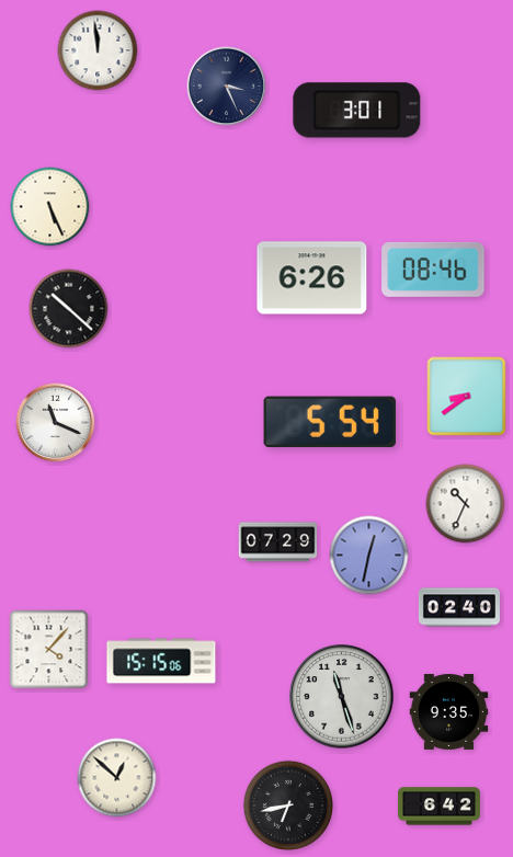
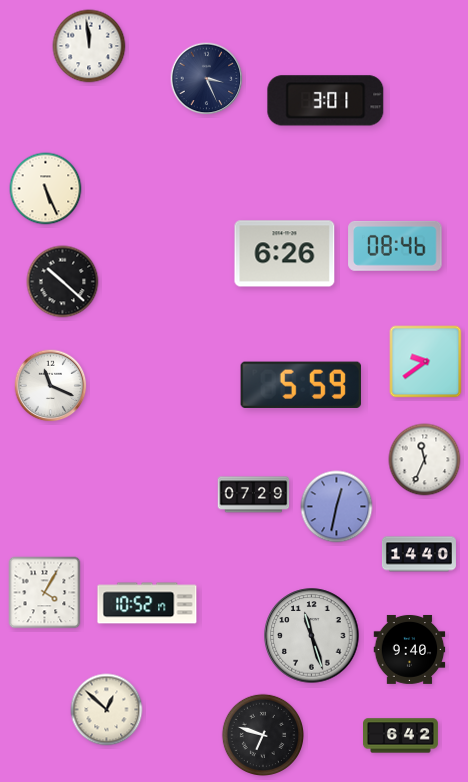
clock at (467, 397): 8:39 -> 9:39
clock at (330, 422): 5:54 -> 5:59
clock at (466, 504): 10:34 -> 11:34
clock at (459, 607): 02:40 -> 14:40
clock at (49, 650): 4:07 -> 4:05
clock at (161, 661): 15:15 -> 10:52
clock at (449, 711): 9:35 -> 9:40
clock at (287, 804): 6:43 -> 6:48
